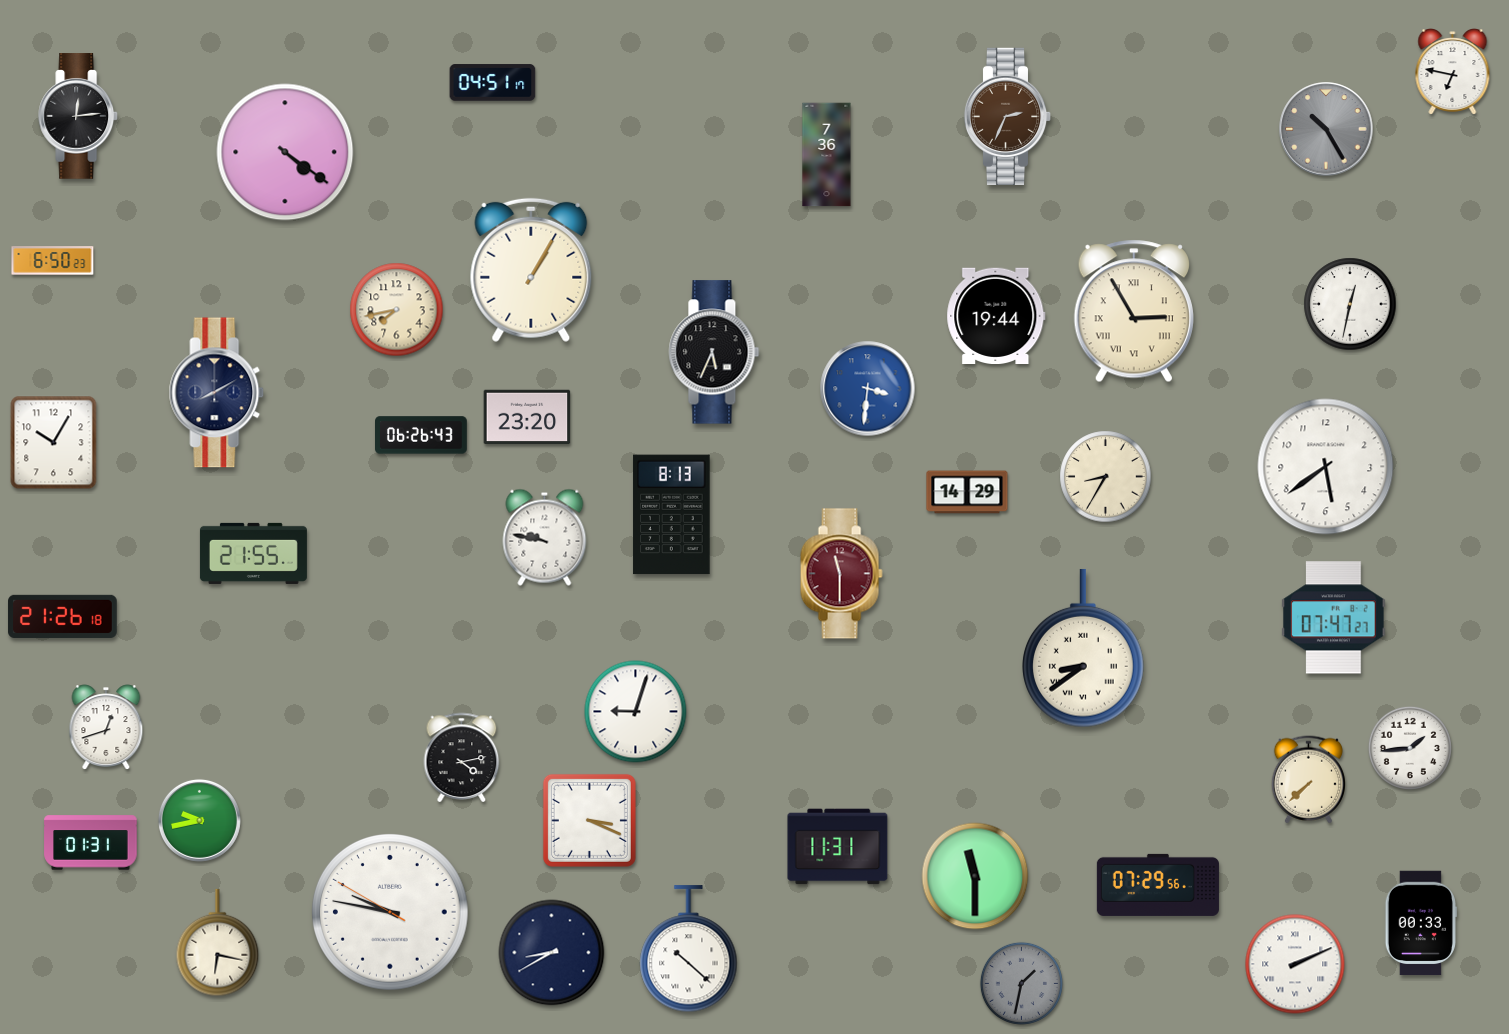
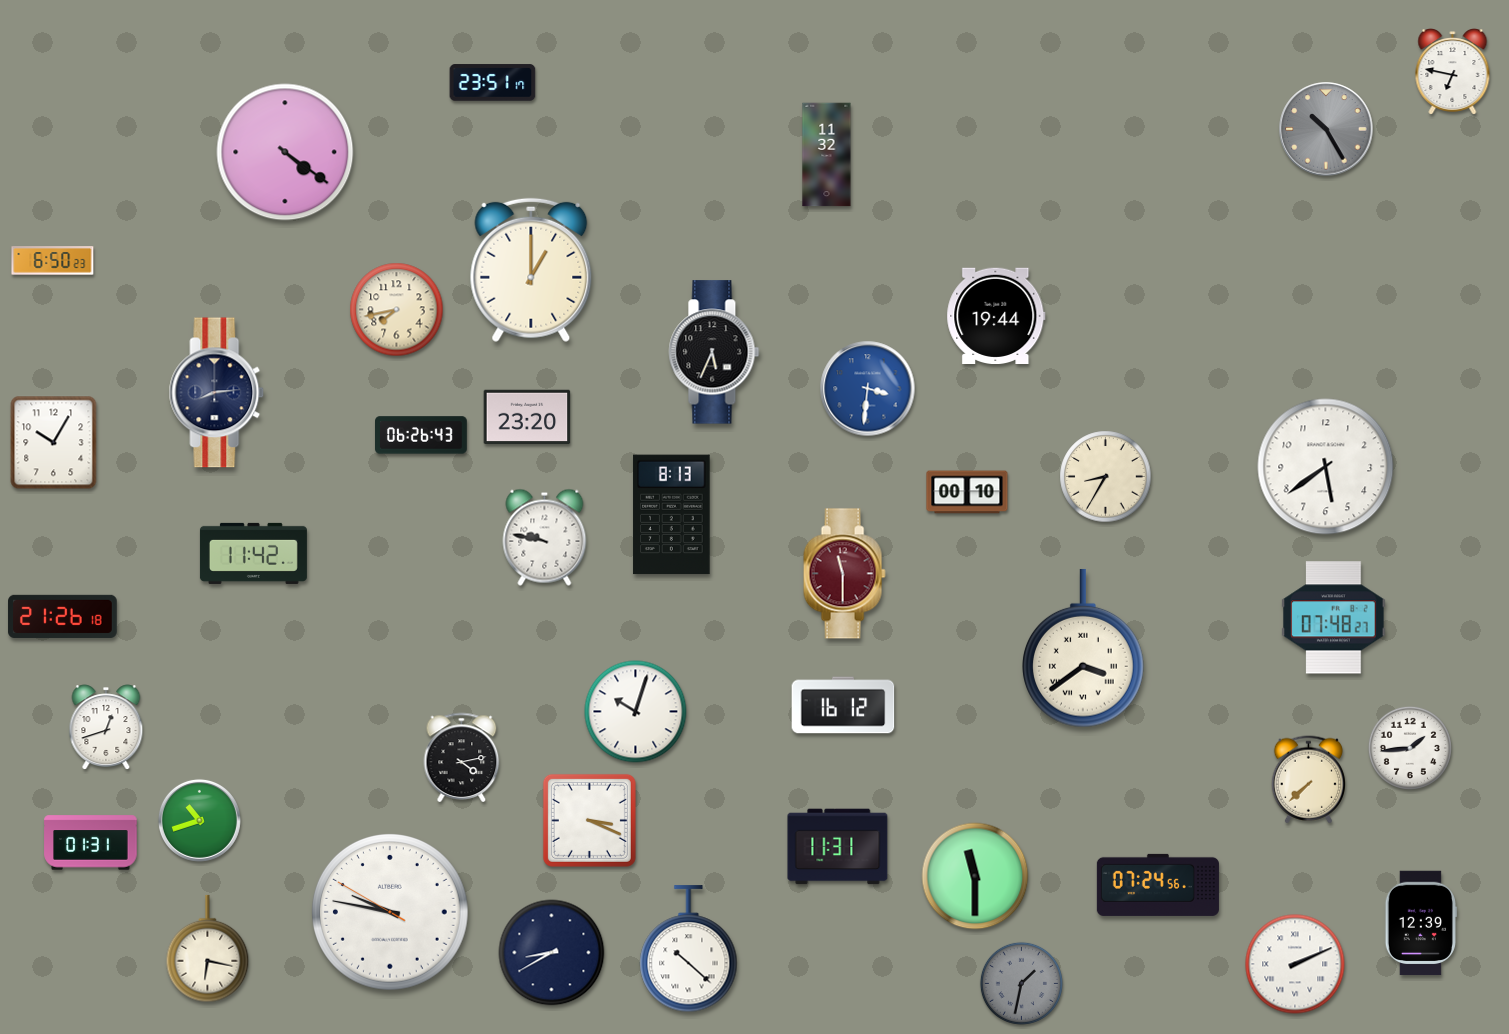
clock at (493, 83): 04:51 -> 23:51
clock at (79, 116): 12:14 -> none
clock at (1008, 116): 2:34 -> none
clock at (827, 155): 7:36 -> 11:32
clock at (531, 270): 1:05 -> 1:00
clock at (1350, 304): 12:32 -> none
clock at (1134, 311): 2:55 -> none
clock at (217, 393): 8:10 -> 8:14
clock at (967, 492): 14:29 -> 00:10
clock at (253, 553): 21:55 -> 11:42
clock at (841, 574) position: (841, 574) -> (844, 574)
clock at (1334, 618): 07:47 -> 07:48
clock at (1084, 648): 8:39 -> 3:39
clock at (843, 705): none -> 16:12
clock at (636, 712): 9:03 -> 10:03
clock at (199, 820): 9:43 -> 10:42
clock at (1158, 885): 07:29 -> 07:24
clock at (1421, 923): 00:33 -> 12:39
clock at (218, 943) position: (218, 943) -> (208, 949)
